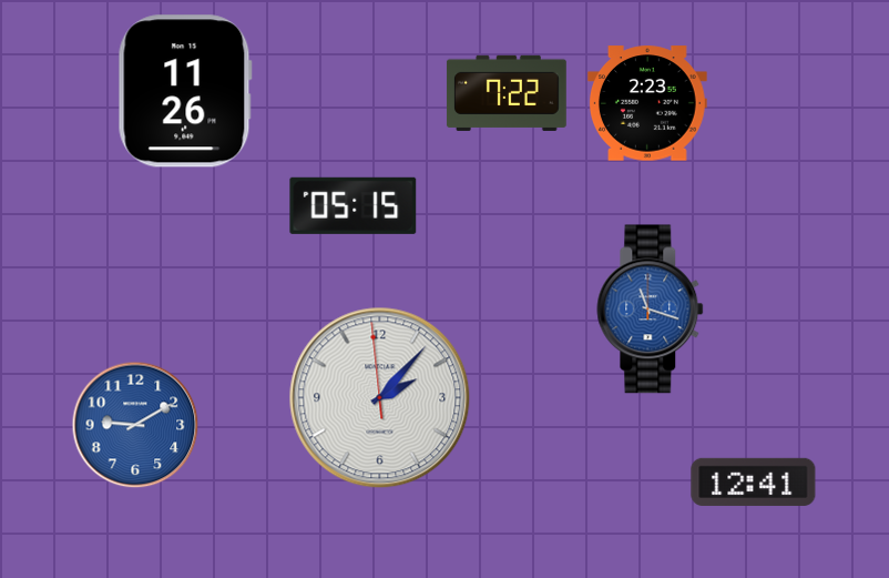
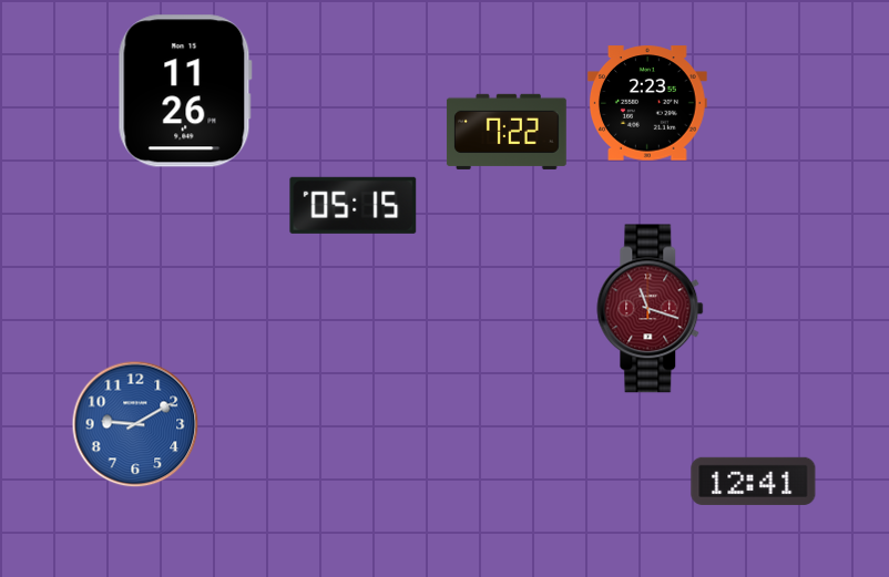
clock at (507, 93) position: (507, 93) -> (507, 132)
clock at (651, 310) dial: blue -> burgundy
clock at (380, 398): 2:06 -> none
